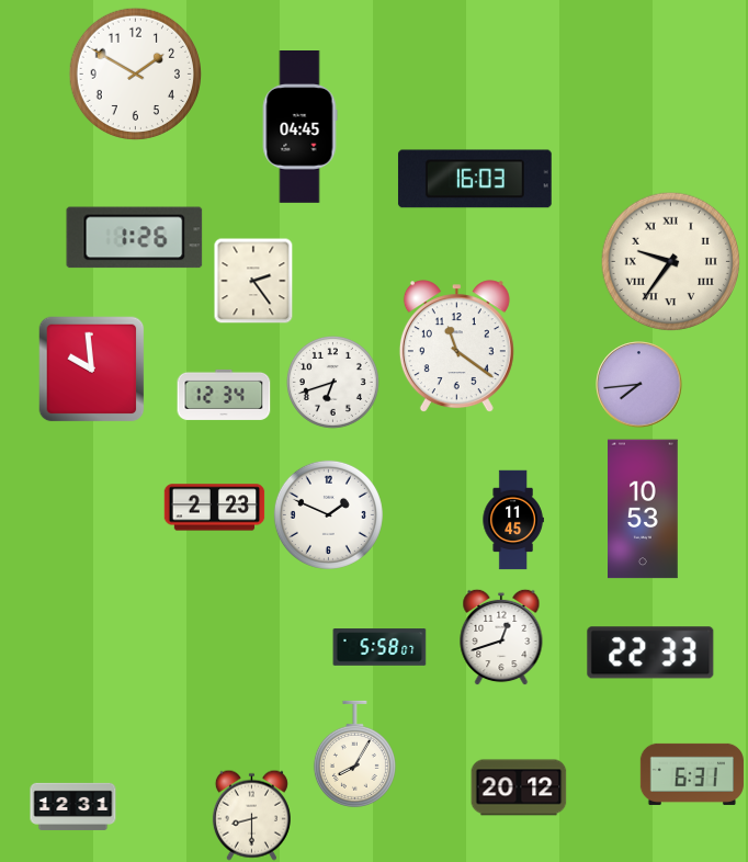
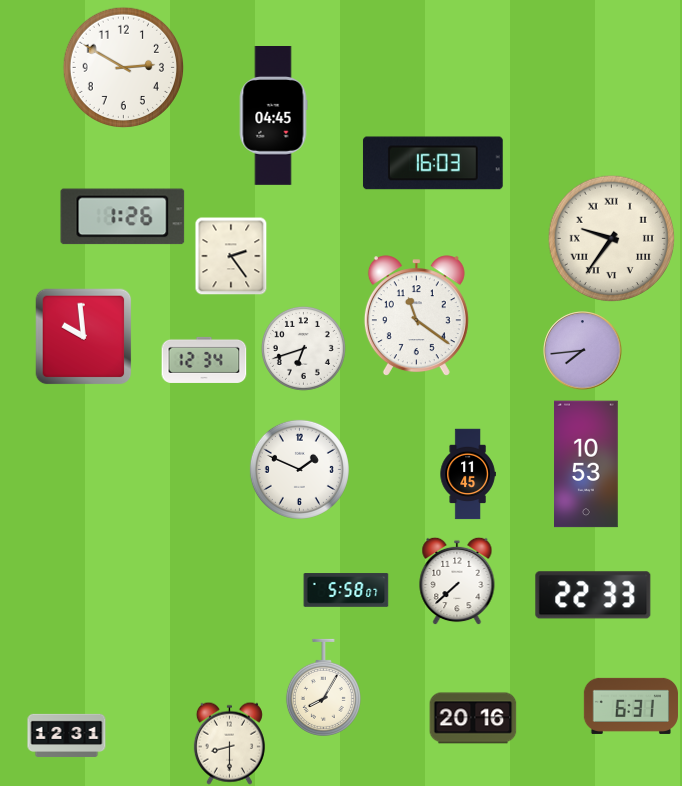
clock at (135, 73): 1:50 -> 2:50
clock at (215, 508): 2:23 -> none
clock at (501, 637): 12:42 -> 7:38
clock at (519, 787): 20:12 -> 20:16
